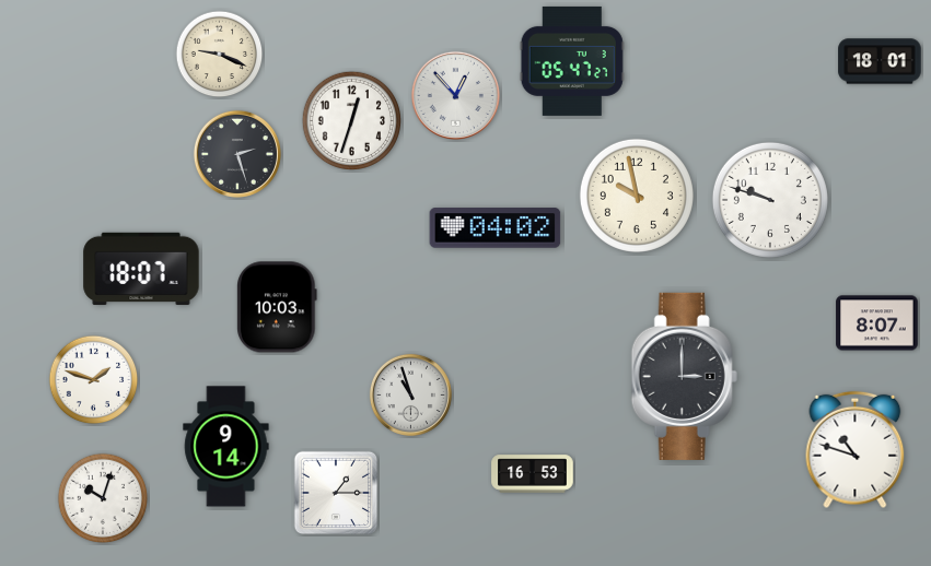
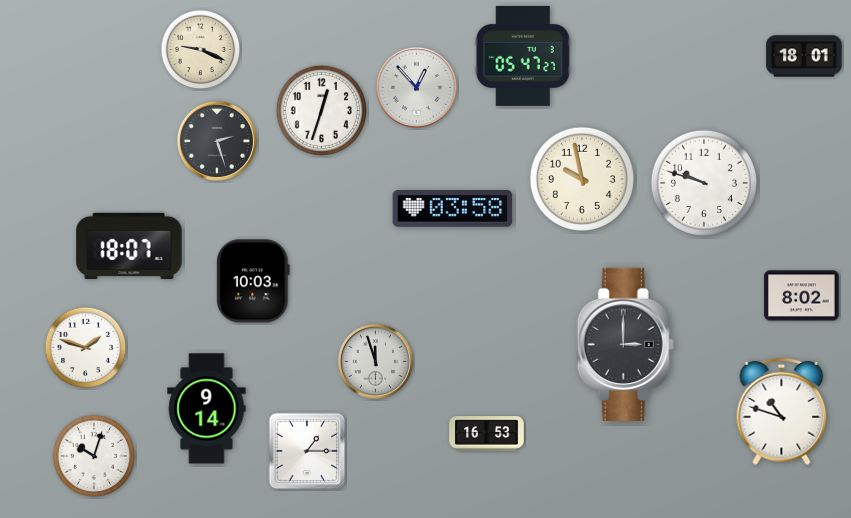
clock at (496, 228): 04:02 -> 03:58
clock at (877, 323): 8:07 -> 8:02
clock at (410, 394): 10:57 -> 11:57
